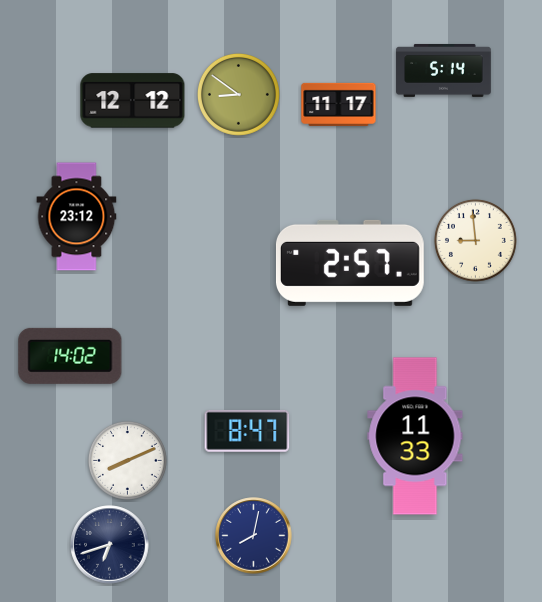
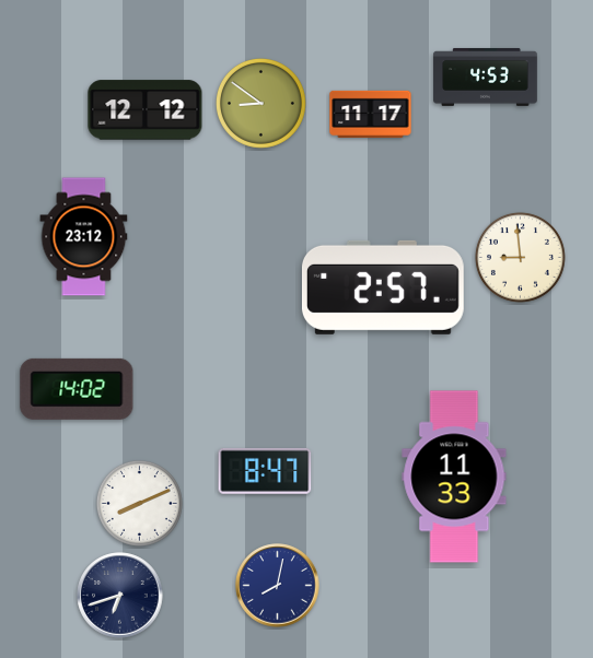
clock at (444, 71): 5:14 -> 4:53
clock at (475, 240) position: (475, 240) -> (520, 257)
clock at (247, 431) position: (247, 431) -> (265, 471)
